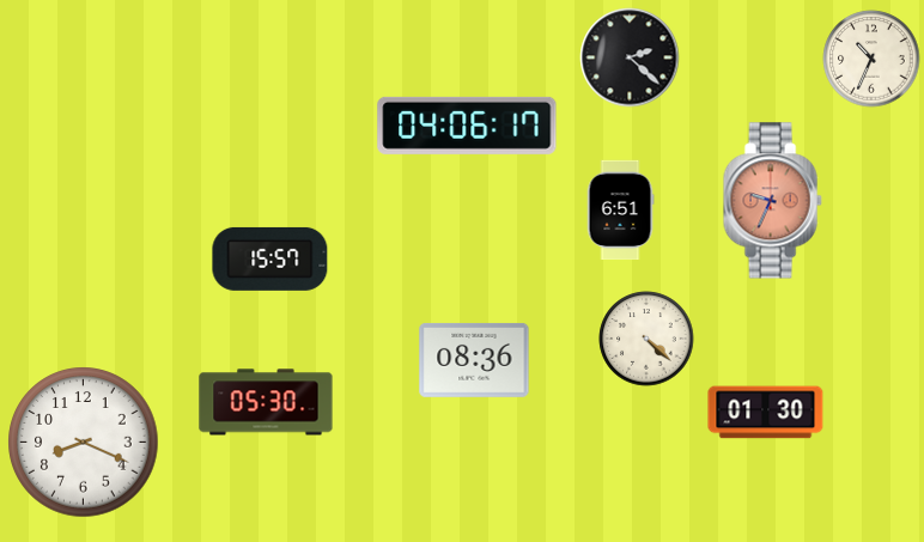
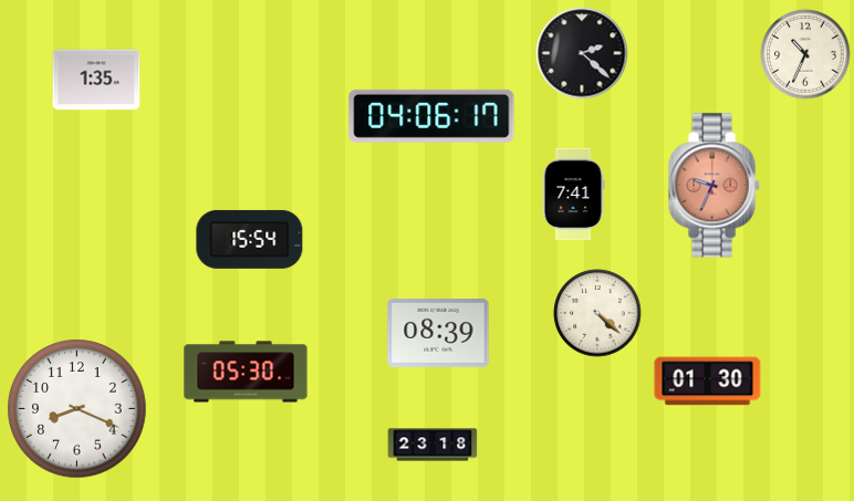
clock at (96, 80): none -> 1:35
clock at (620, 211): 6:51 -> 7:41
clock at (270, 258): 15:57 -> 15:54
clock at (474, 360): 08:36 -> 08:39
clock at (433, 445): none -> 23:18
